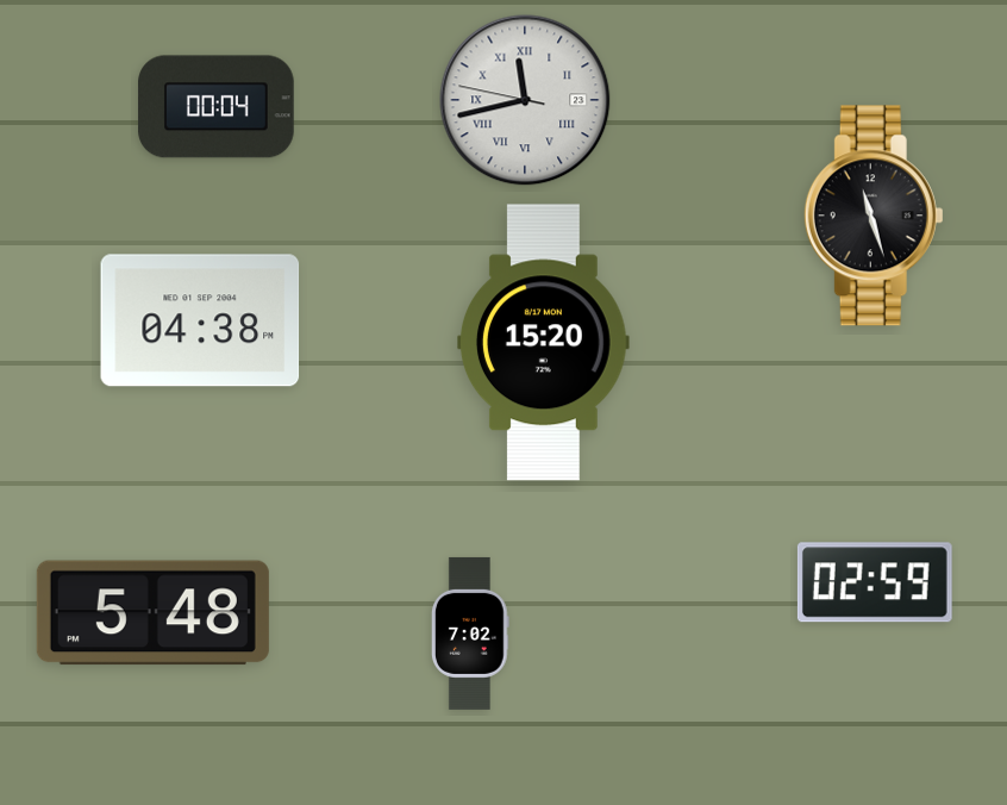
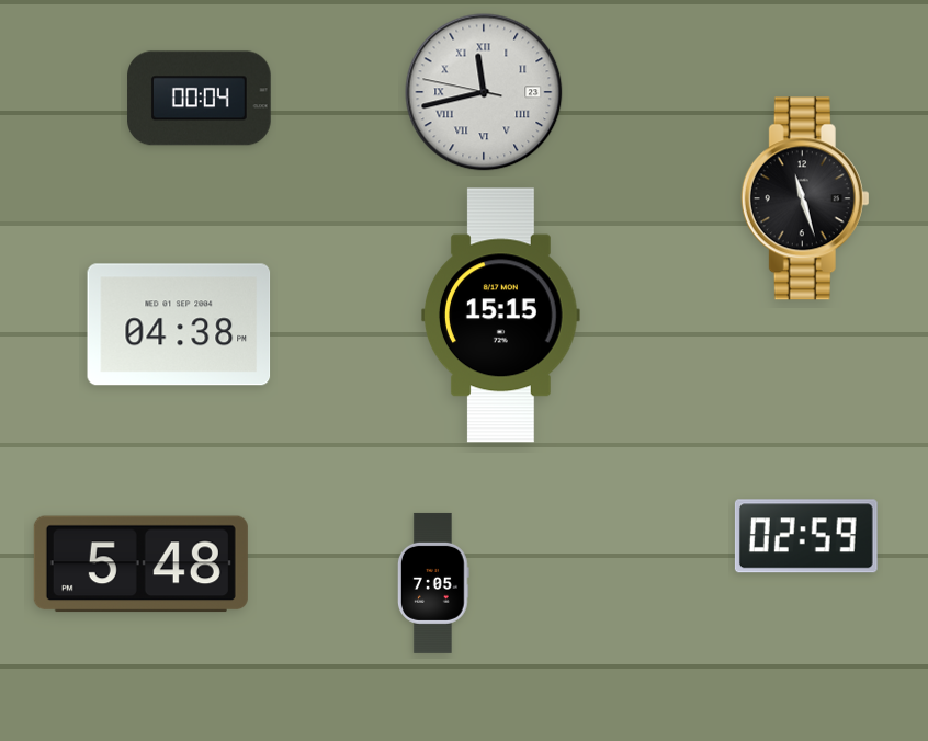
clock at (200, 320) position: (200, 320) -> (179, 324)
clock at (544, 343): 15:20 -> 15:15
clock at (471, 634): 7:02 -> 7:05
